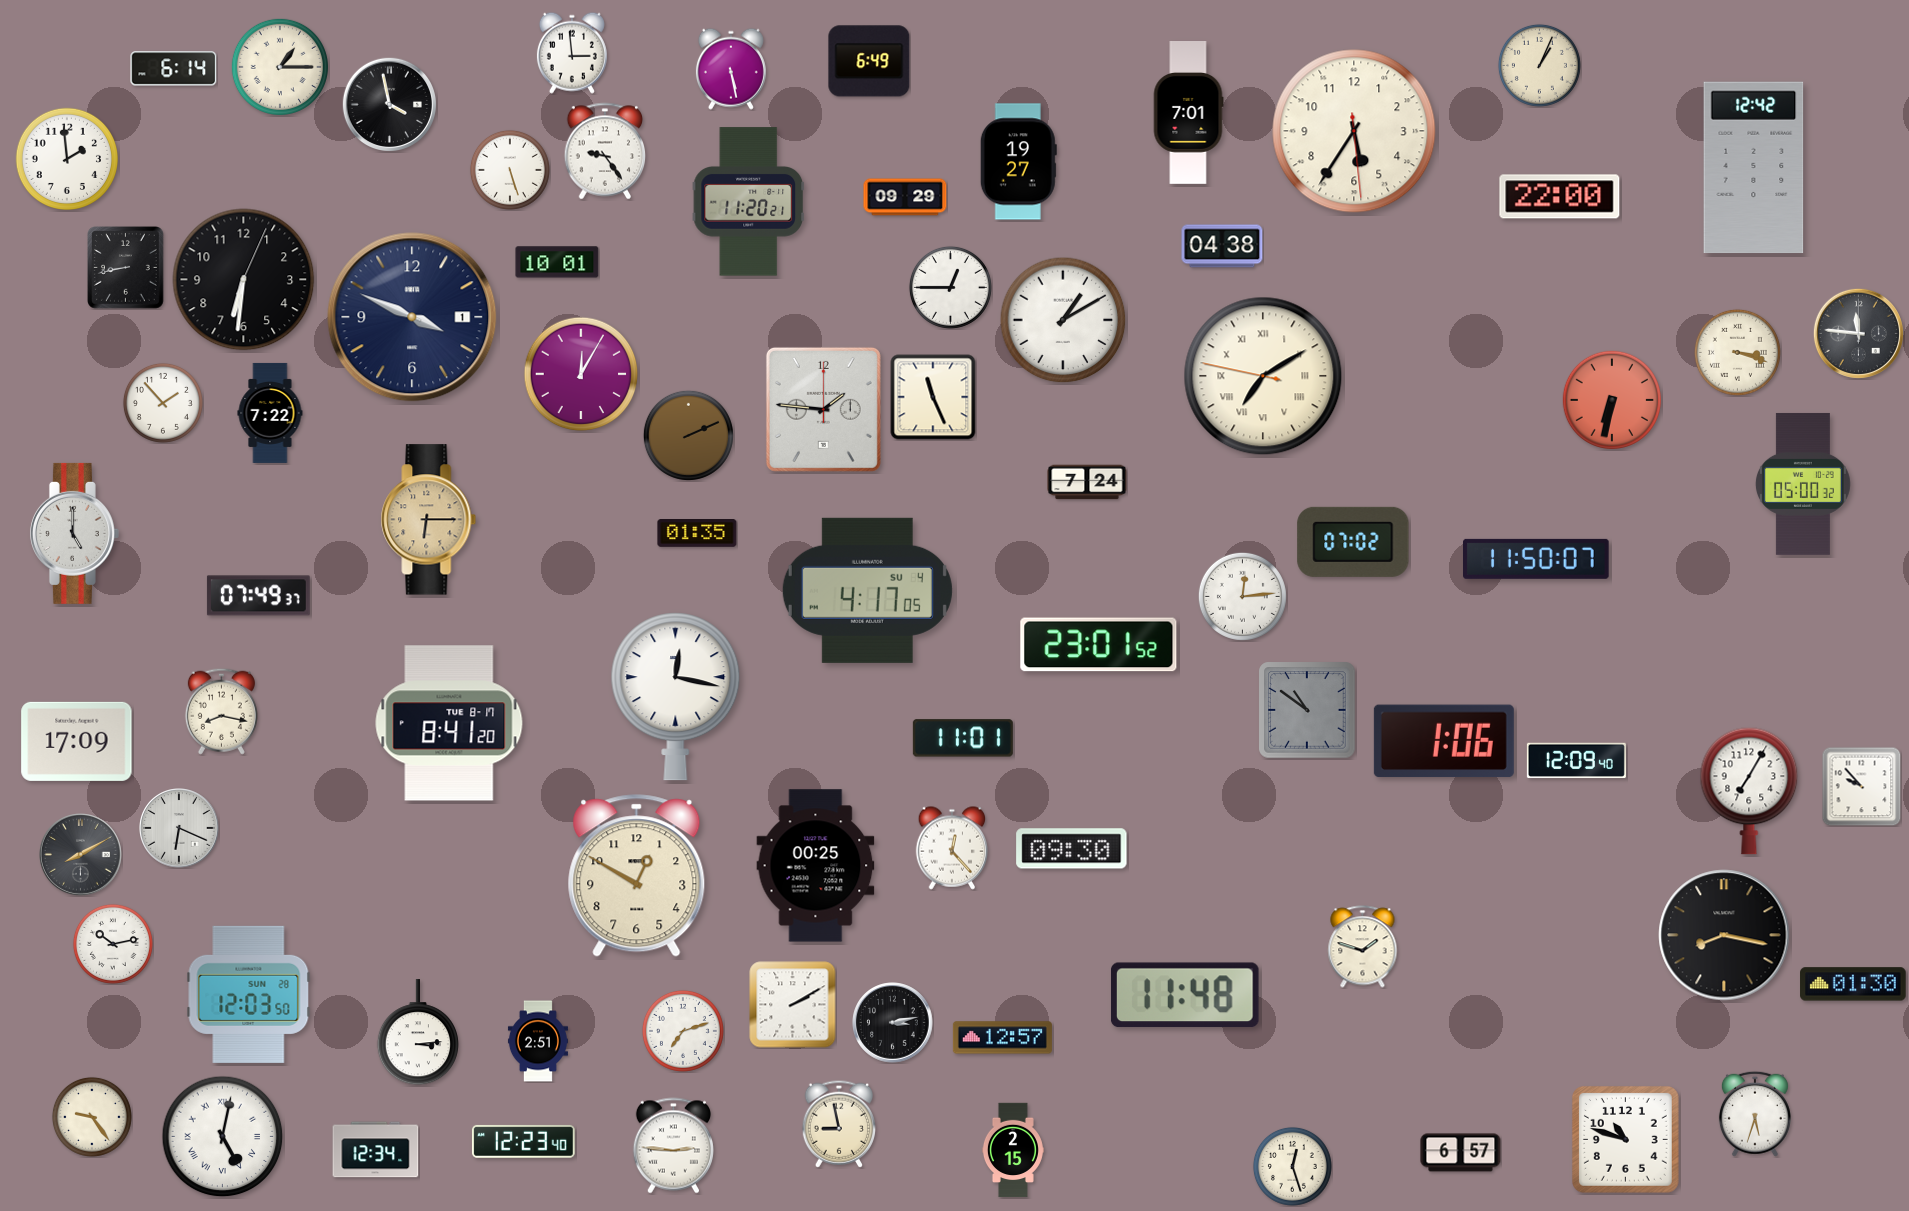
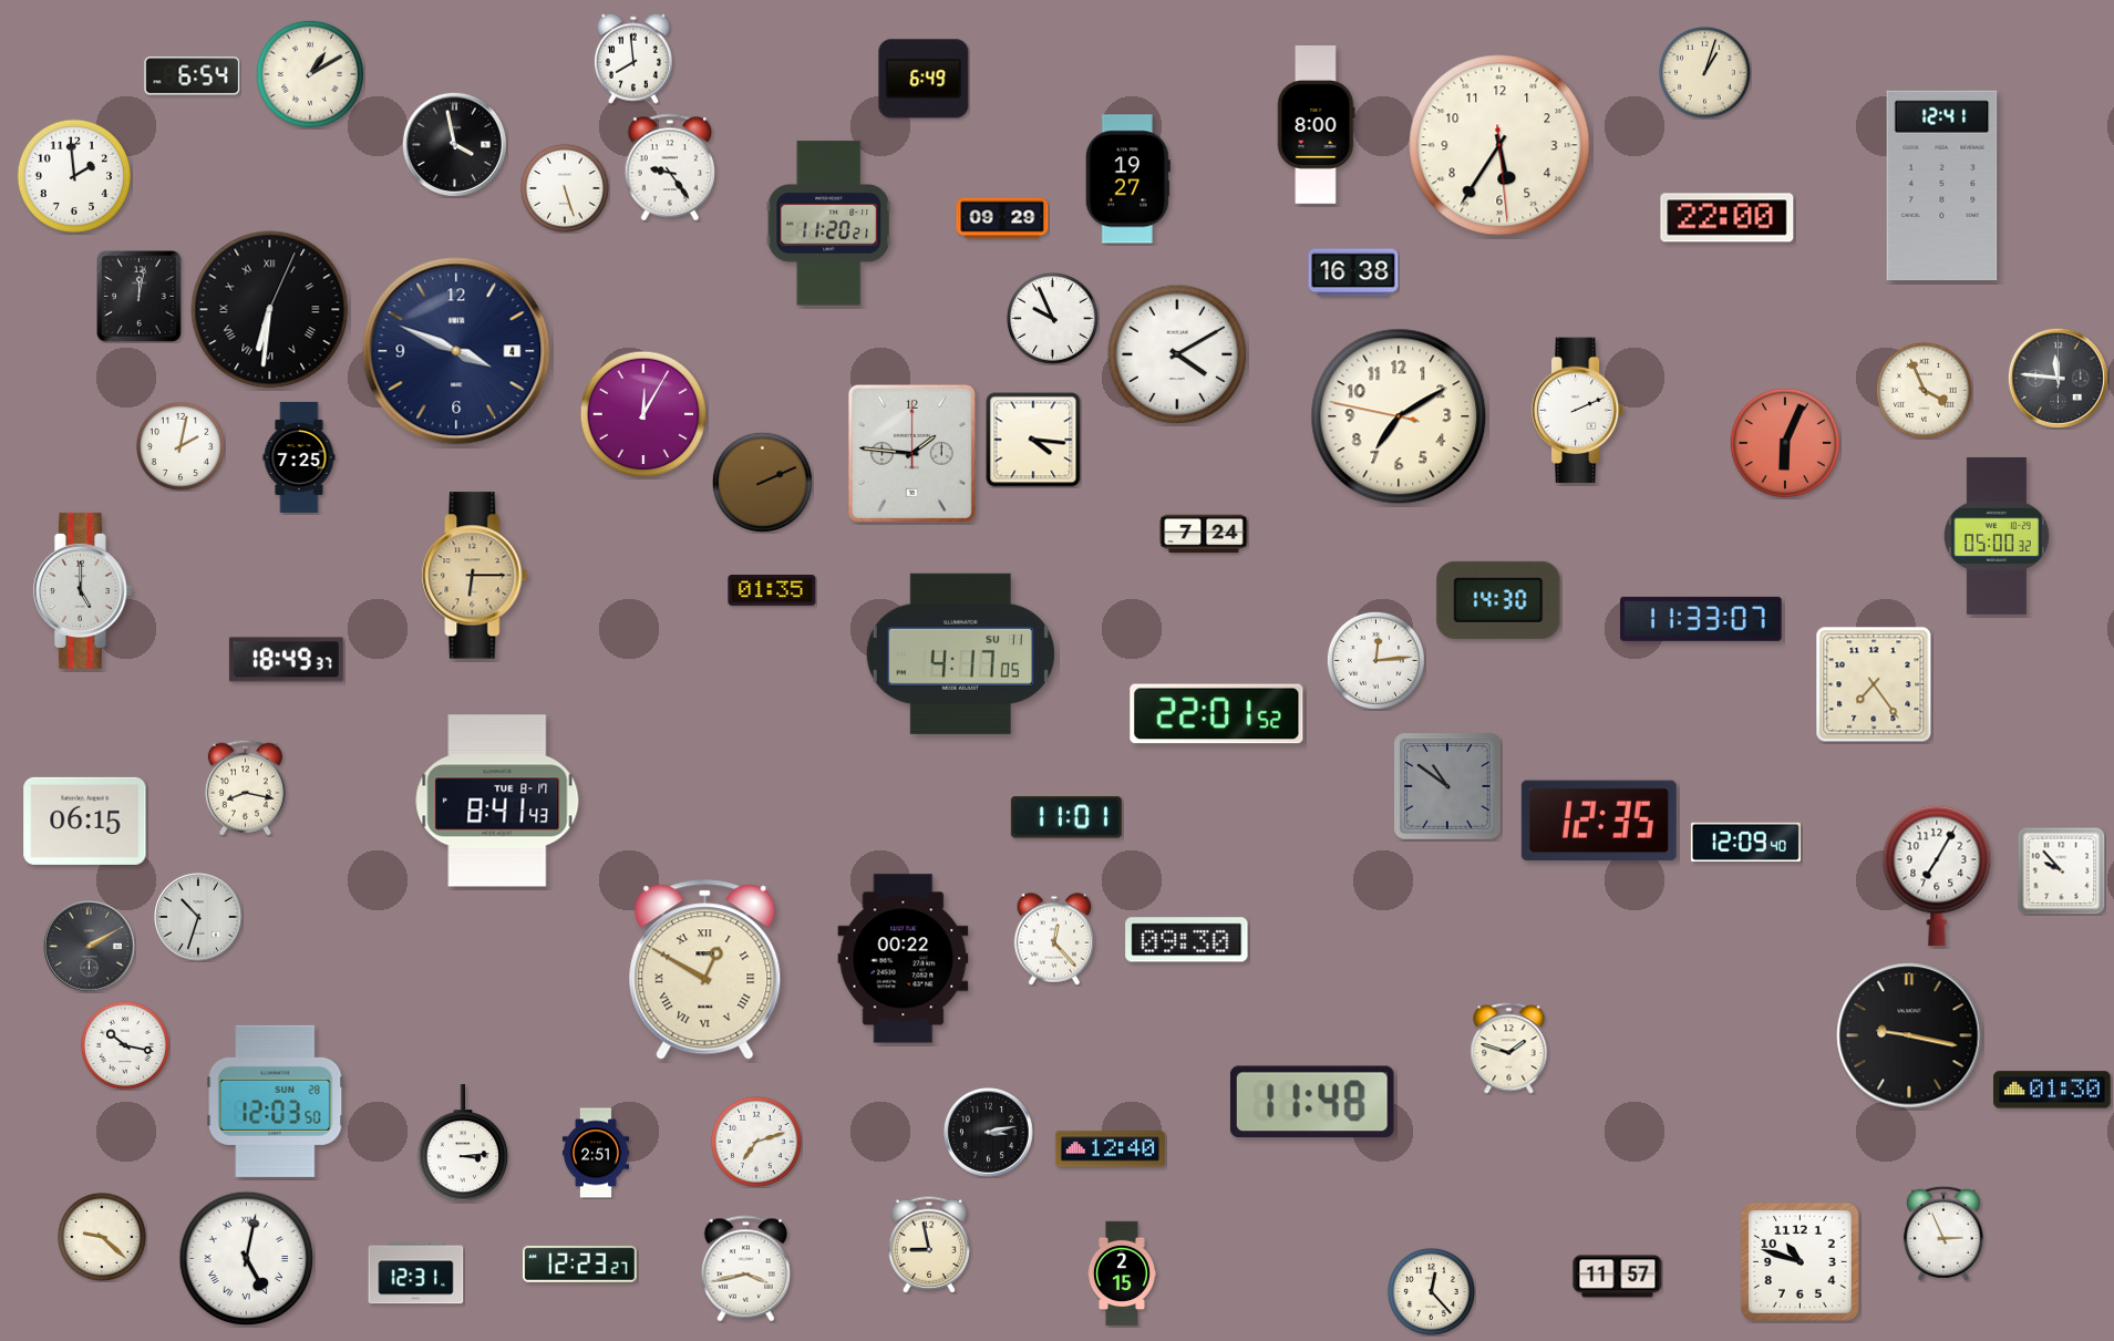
clock at (572, 53): 2:59 -> 7:59
clock at (869, 61) position: (869, 61) -> (924, 79)
clock at (1539, 65): 1:04 -> 1:03
clock at (280, 67): 1:15 -> 1:10
clock at (174, 69): 6:14 -> 6:54
clock at (731, 69): 5:28 -> none
clock at (389, 104) position: (389, 104) -> (454, 144)
clock at (1188, 113): 7:01 -> 8:00
clock at (1754, 168): 12:42 -> 12:41
clock at (1222, 246): 04:38 -> 16:38
clock at (557, 262): 10:01 -> none
clock at (126, 268): 8:43 -> 12:02
clock at (244, 280) numerals: Arabic -> Roman
clock at (950, 287): 12:45 -> 9:56
clock at (412, 317) date: 1 -> 4
clock at (1063, 320): 1:10 -> 4:10
clock at (1858, 333) position: (1858, 333) -> (2058, 378)
clock at (1737, 352): 3:18 -> 3:56
clock at (1578, 411): none -> 2:11
clock at (1263, 376) numerals: Roman -> Arabic
clock at (933, 397): 11:26 -> 4:16
clock at (1612, 400): 6:32 -> 6:04
clock at (163, 403): 1:53 -> 2:02
clock at (270, 413): 7:22 -> 7:25
clock at (1353, 542): 07:02 -> 14:30
clock at (1537, 559): 11:50 -> 11:33
clock at (867, 590) date: SU 4 -> SU 11
clock at (258, 596): 07:49 -> 18:49
clock at (1874, 684): none -> 7:24
clock at (1099, 645): 23:01 -> 22:01
clock at (676, 697): 12:17 -> none
clock at (449, 723): 8:41:20 -> 8:41:43
clock at (77, 741): 17:09 -> 06:15
clock at (1444, 741): 1:06 -> 12:35
clock at (179, 828): 6:19 -> 10:33
clock at (81, 855): 8:10 -> 2:10
clock at (816, 866): 00:25 -> 00:22
clock at (637, 876) numerals: Arabic -> Roman
clock at (1724, 935): 8:17 -> 9:17
clock at (113, 944): 10:13 -> 10:17
clock at (793, 1005): 2:10 -> none
clock at (1002, 1038): 12:57 -> 12:40
clock at (1755, 1114): 5:33 -> 2:56
clock at (92, 1117): 9:24 -> 9:22
clock at (523, 1141): 12:23:40 -> 12:23:27
clock at (673, 1146): 2:46 -> 3:43
clock at (376, 1150): 12:34 -> 12:31
clock at (1461, 1153): 6:57 -> 11:57
clock at (1292, 1166): 12:27 -> 12:23
